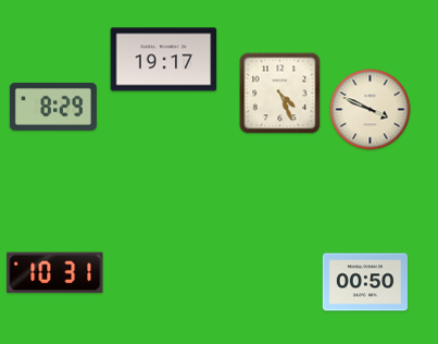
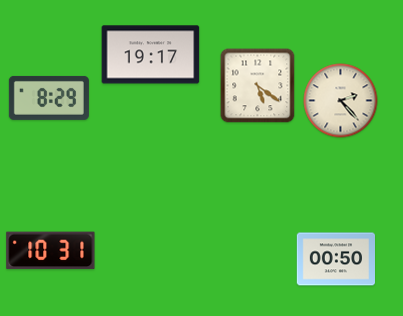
clock at (280, 94): 4:26 -> 5:21
clock at (371, 110): 3:49 -> 2:23
